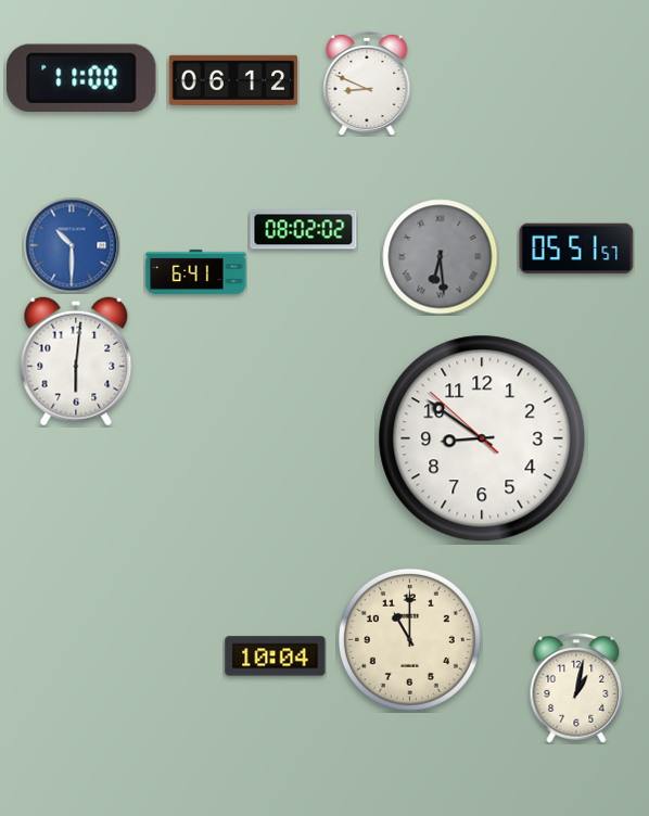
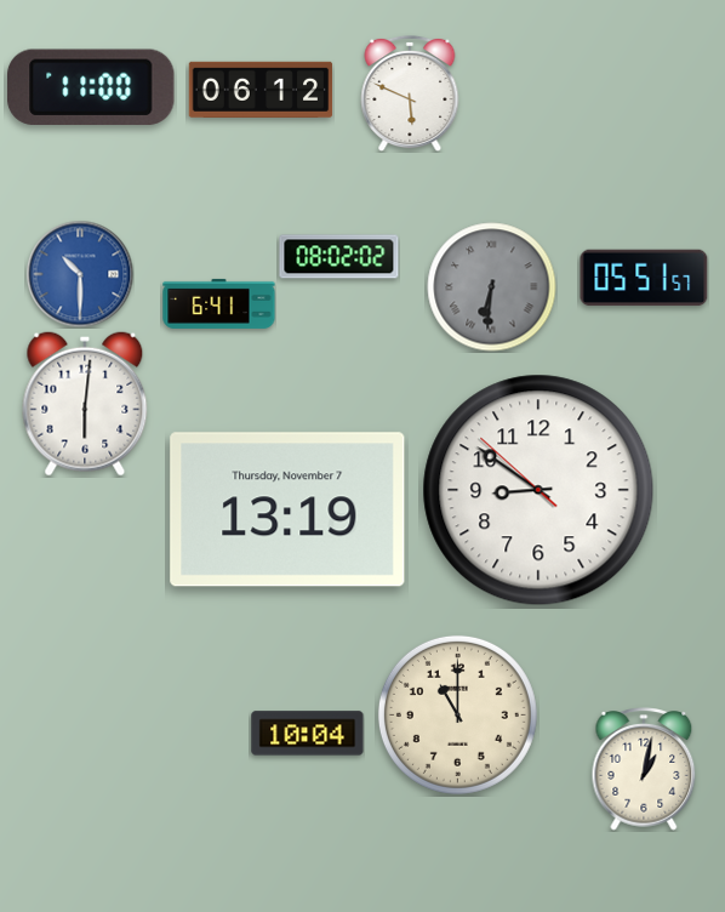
clock at (367, 84): 8:49 -> 5:49
clock at (441, 257): 6:29 -> 6:31
clock at (287, 509): none -> 13:19
